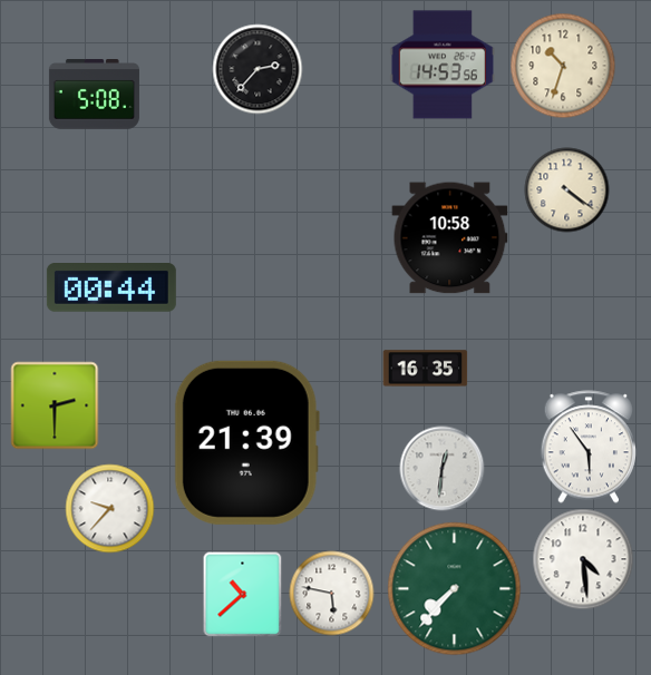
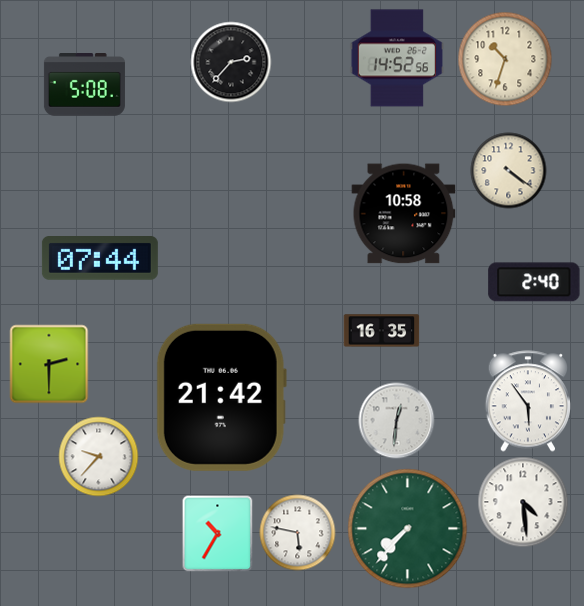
clock at (443, 65): 14:53 -> 14:52
clock at (111, 288): 00:44 -> 07:44
clock at (534, 282): none -> 2:40
clock at (246, 442): 21:39 -> 21:42
clock at (243, 595): 10:38 -> 10:35
